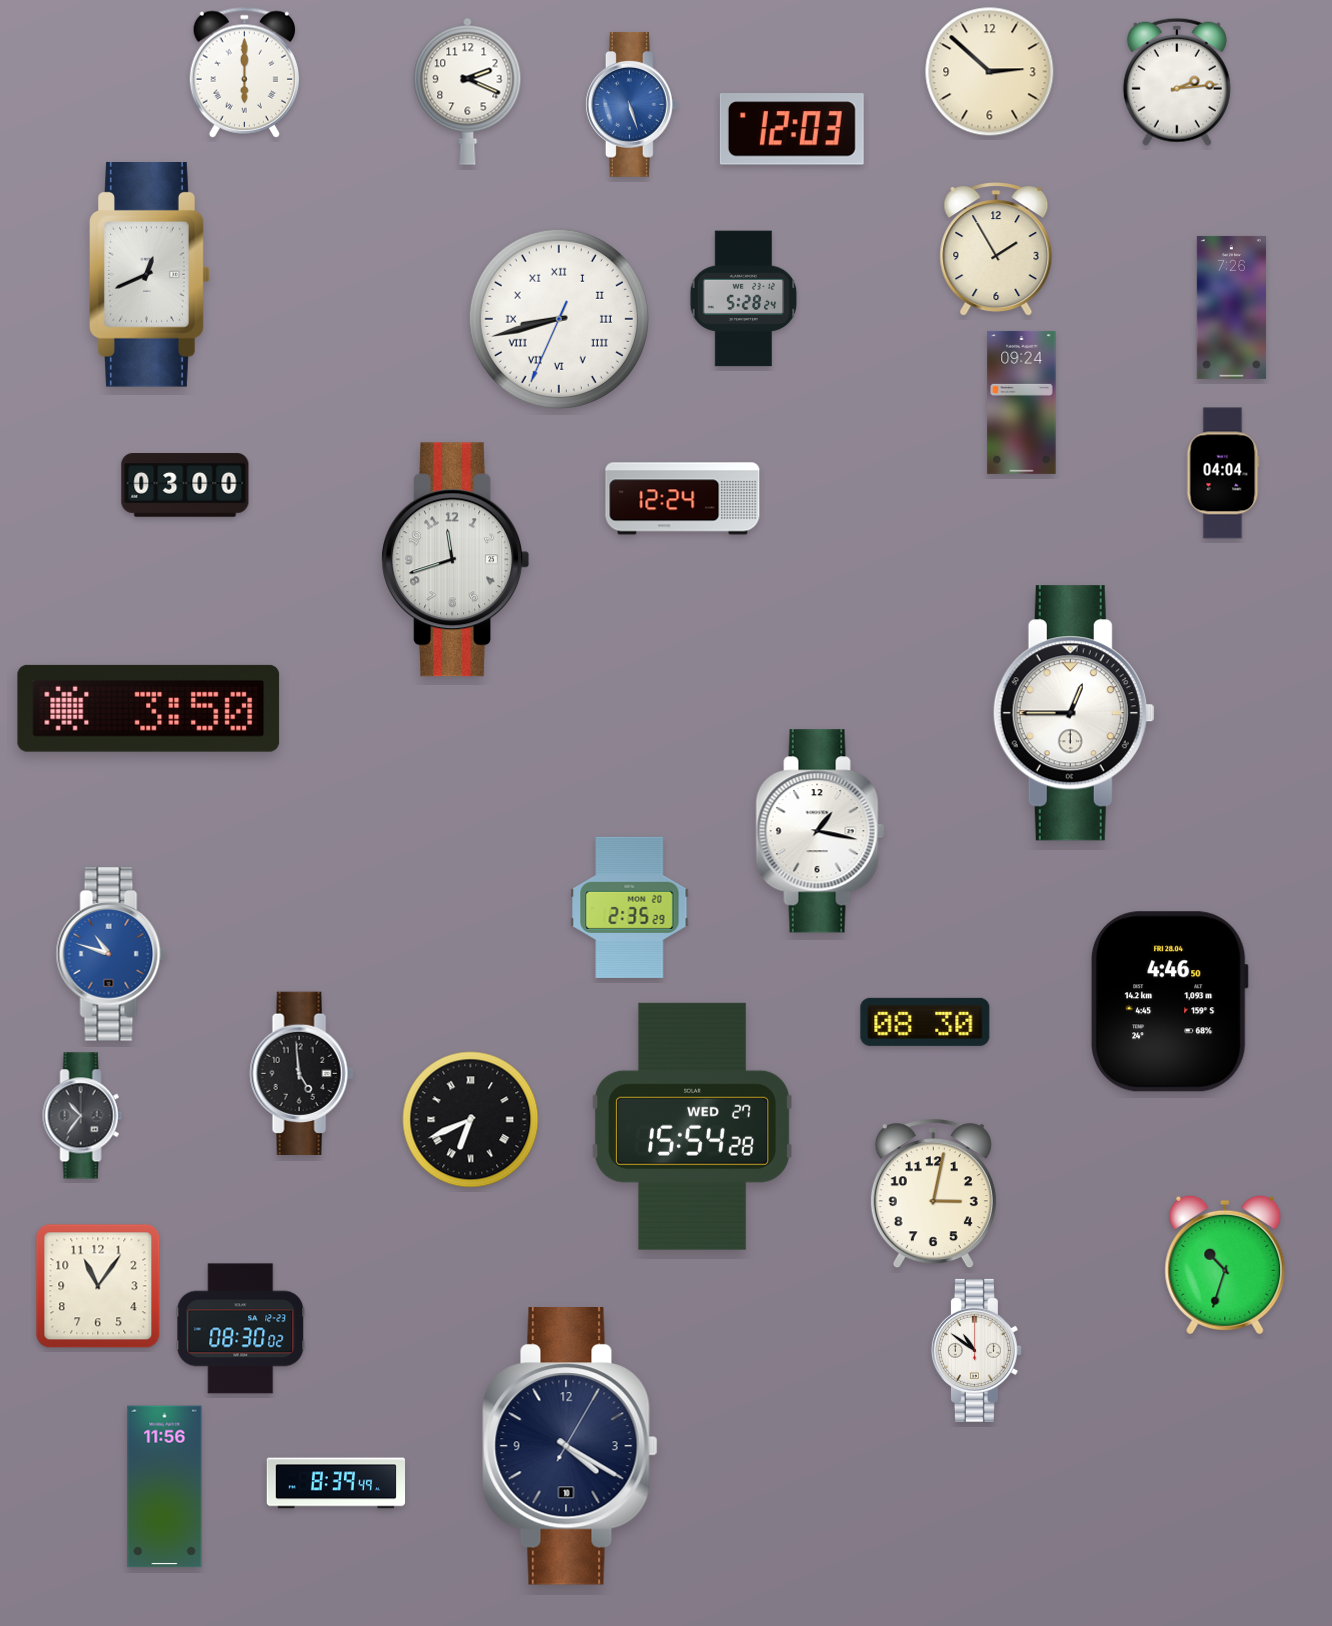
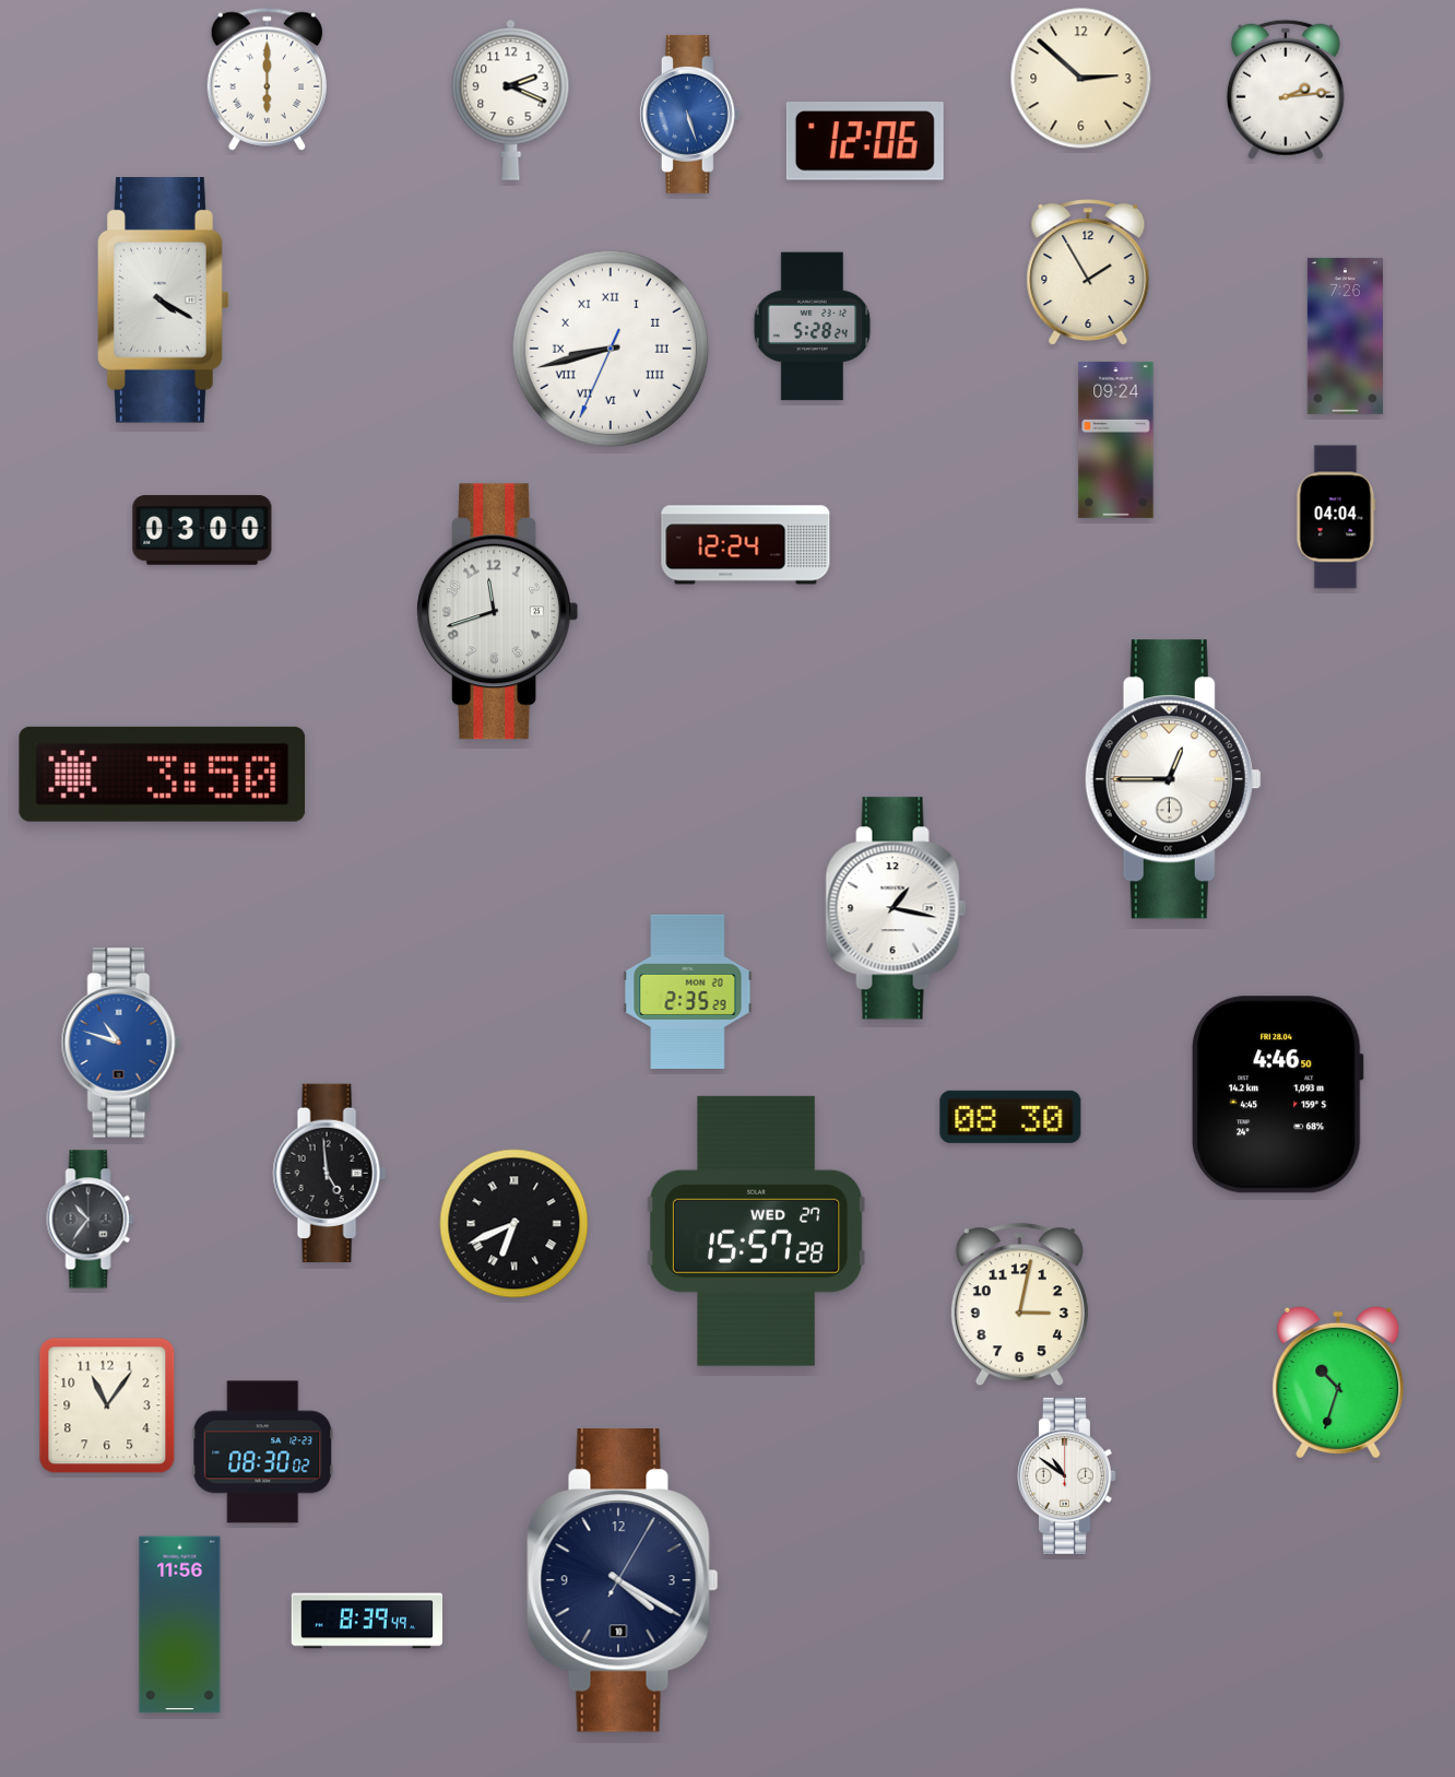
clock at (792, 129): 12:03 -> 12:06
clock at (150, 275): 12:41 -> 4:20
clock at (692, 1126): 15:54 -> 15:57
